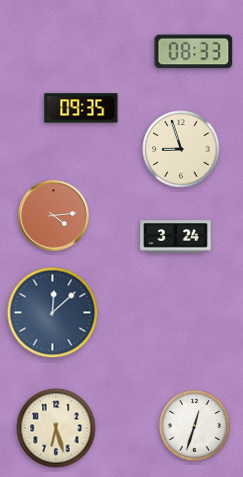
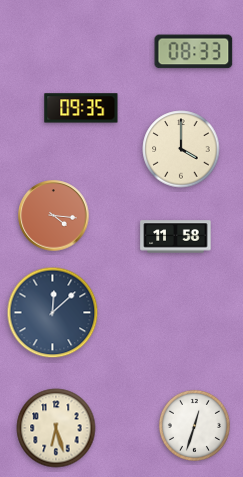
clock at (181, 149): 8:57 -> 4:00
clock at (54, 216): 4:14 -> 4:16
clock at (176, 237): 3:24 -> 11:58
